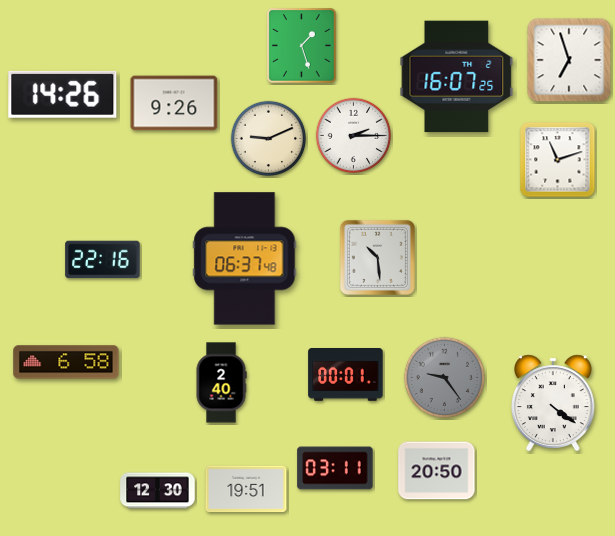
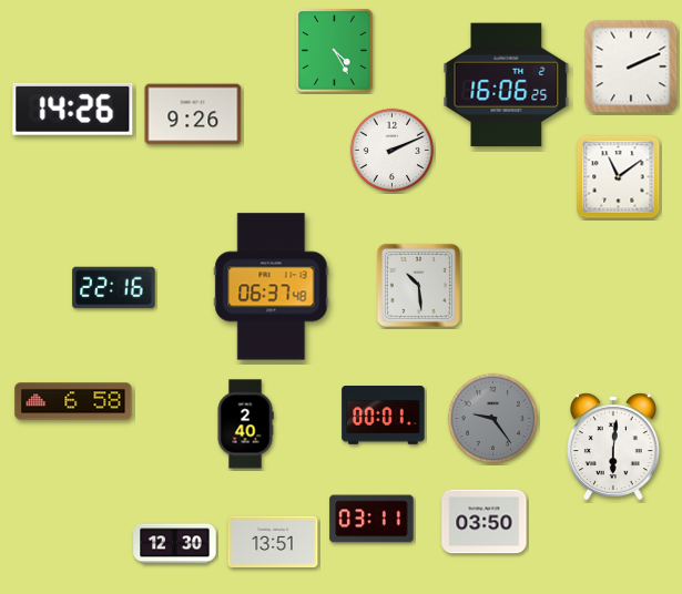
clock at (302, 46): 1:27 -> 4:25
clock at (569, 60): 6:57 -> 2:11
clock at (457, 77): 16:07 -> 16:06
clock at (63, 94) position: (63, 94) -> (73, 109)
clock at (354, 136): 2:15 -> 2:11
clock at (269, 139): 9:11 -> none
clock at (558, 160): 11:12 -> 11:09
clock at (553, 403): 4:21 -> 6:01
clock at (437, 471): 20:50 -> 03:50
clock at (246, 489): 19:51 -> 13:51
